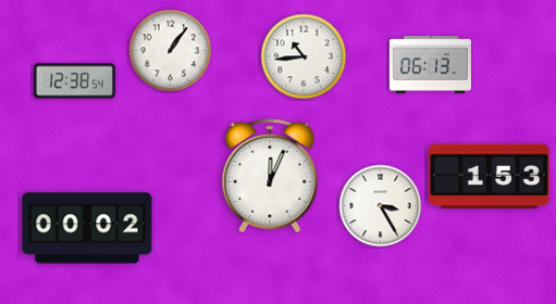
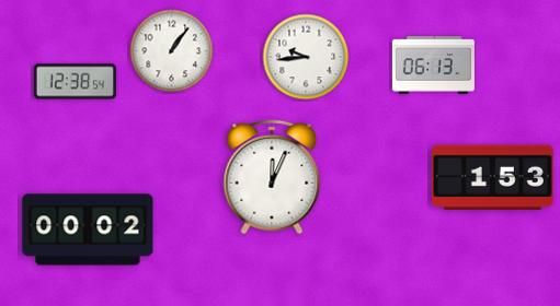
clock at (304, 56): 10:44 -> 9:44
clock at (381, 206): 3:25 -> none
